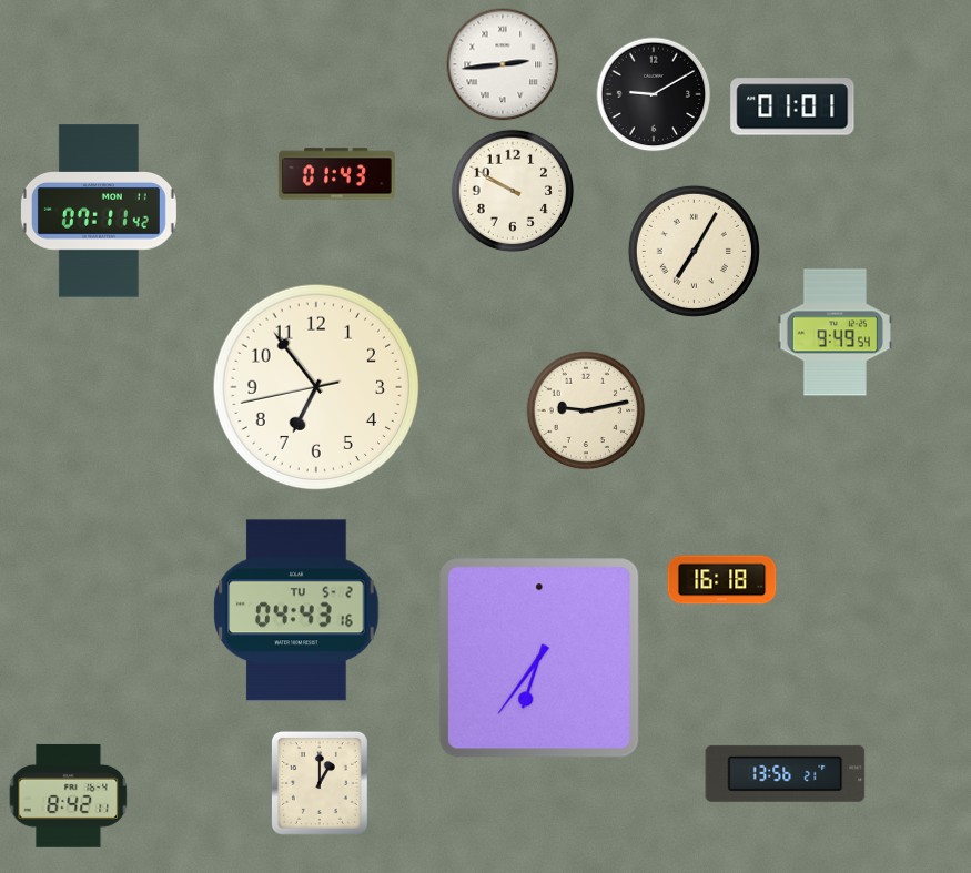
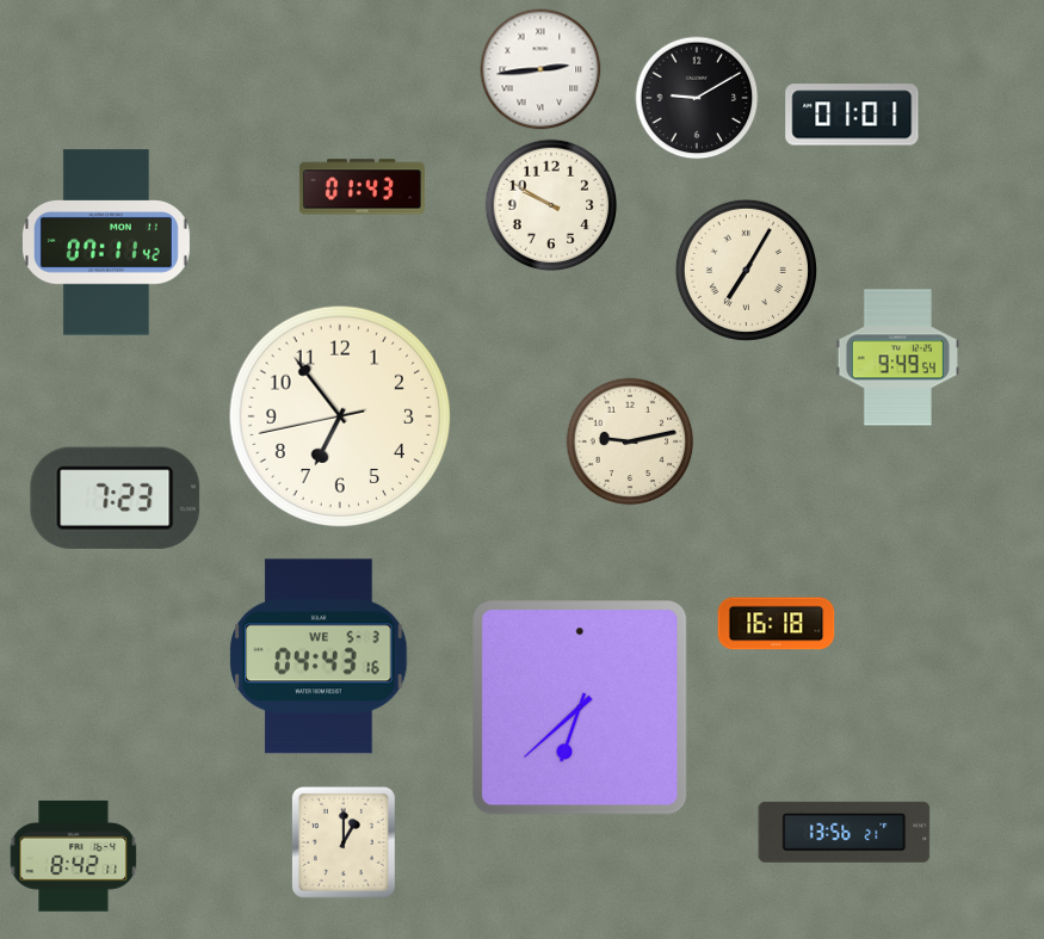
clock at (654, 94) position: (654, 94) -> (697, 98)
clock at (99, 211) position: (99, 211) -> (106, 242)
clock at (116, 498): none -> 7:23
clock at (296, 610) date: TU 5-2 -> WE 5-3
clock at (539, 658): 6:36 -> 6:38
